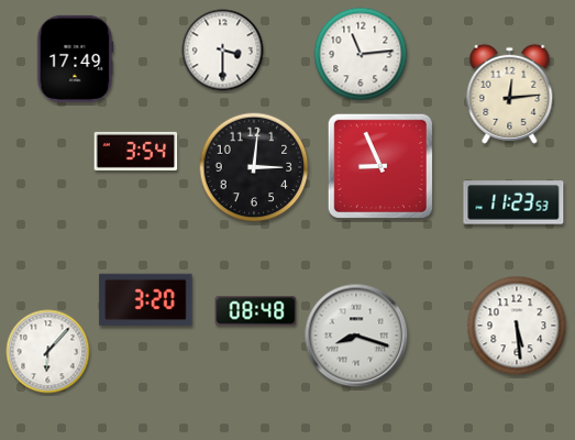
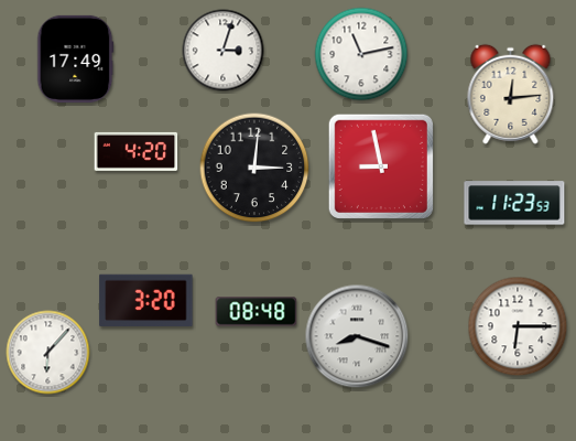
clock at (223, 51): 3:30 -> 3:03
clock at (361, 54): 11:14 -> 11:13
clock at (136, 151): 3:54 -> 4:20
clock at (380, 166): 8:56 -> 8:58
clock at (517, 326): 5:29 -> 6:15
